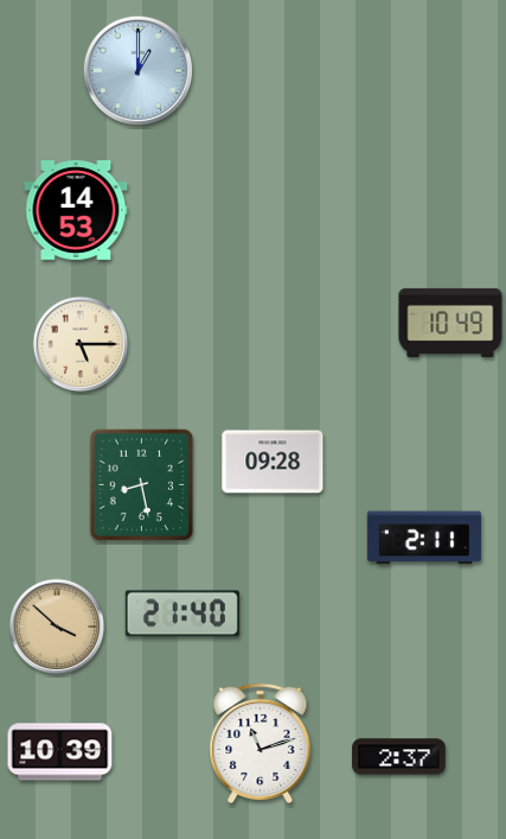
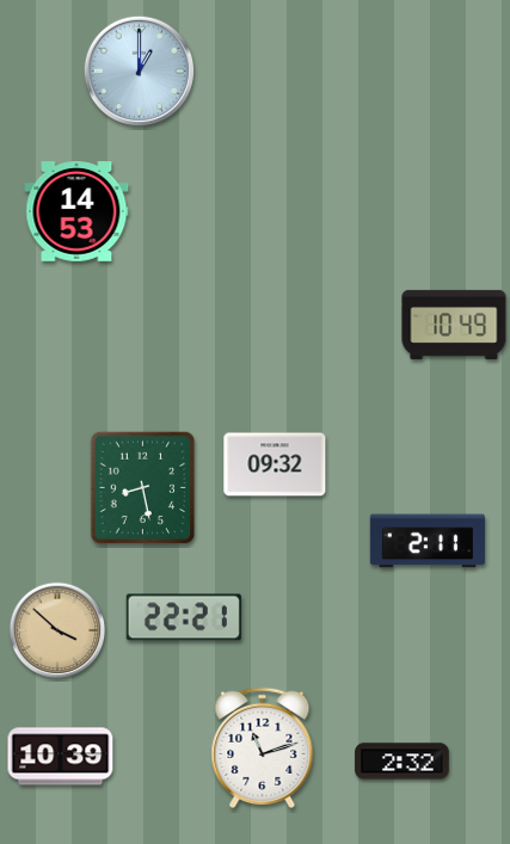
clock at (81, 344): 5:15 -> none
clock at (273, 462): 09:28 -> 09:32
clock at (182, 614): 21:40 -> 22:21
clock at (399, 757): 2:37 -> 2:32
